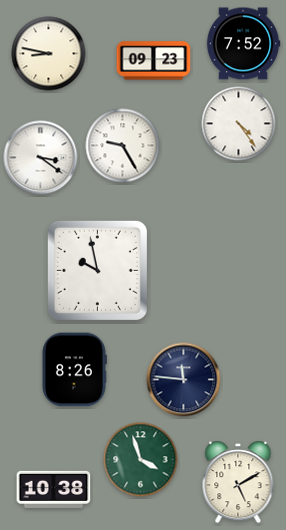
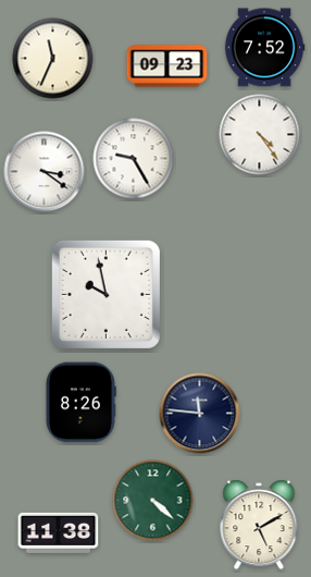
clock at (49, 54): 8:47 -> 11:34
clock at (141, 460): 3:57 -> 4:22
clock at (54, 489): 10:38 -> 11:38
